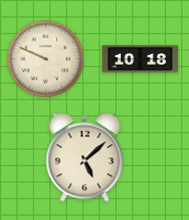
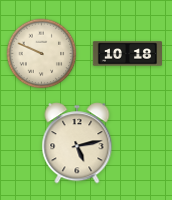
clock at (85, 157): 5:08 -> 5:13
